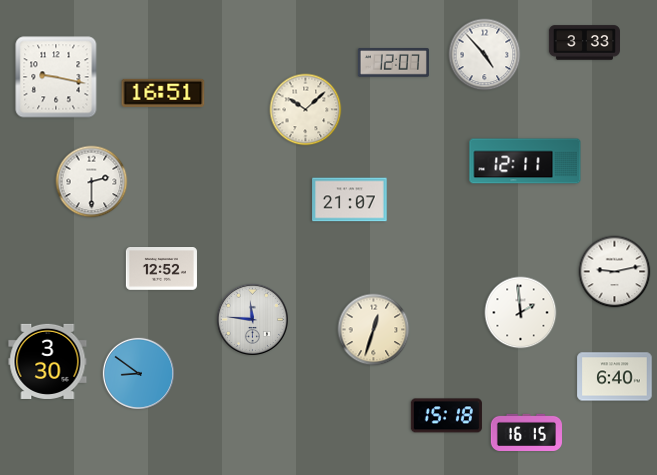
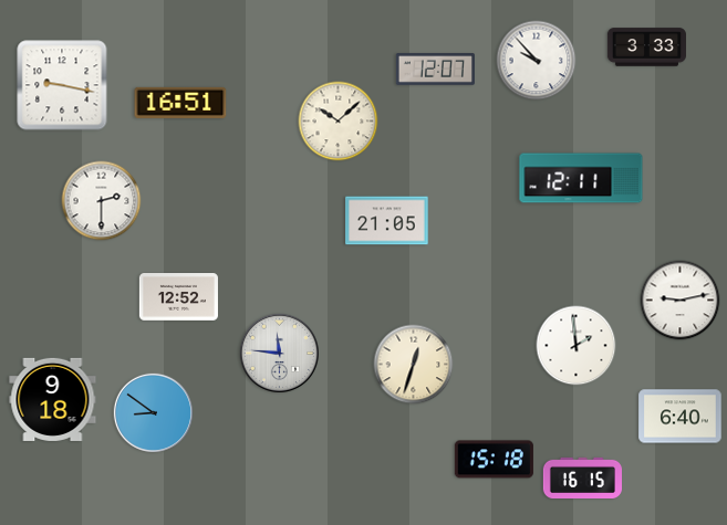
clock at (485, 55): 4:53 -> 9:53
clock at (350, 200): 21:07 -> 21:05
clock at (48, 361): 3:30 -> 9:18
